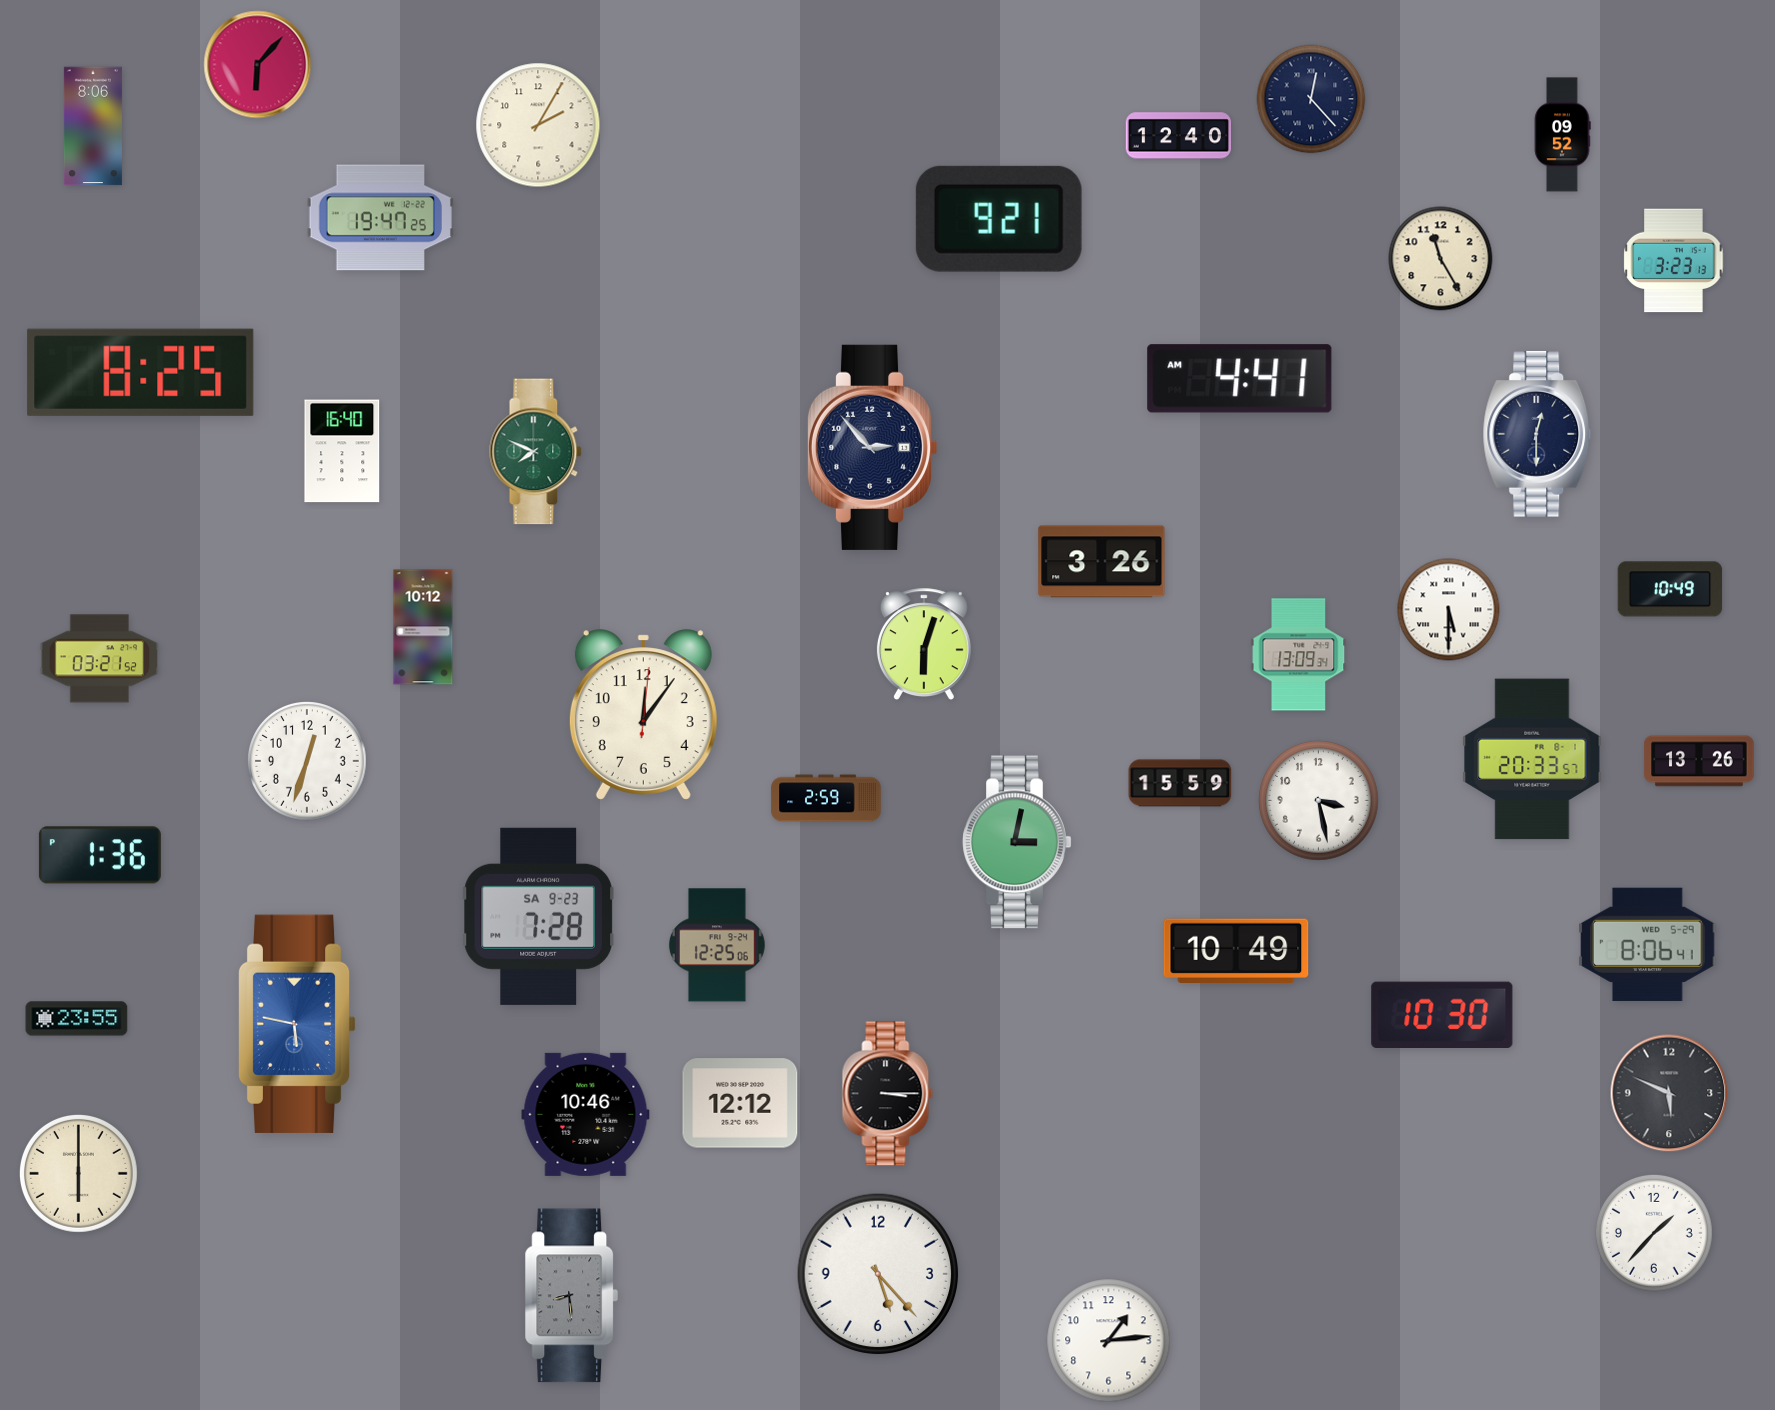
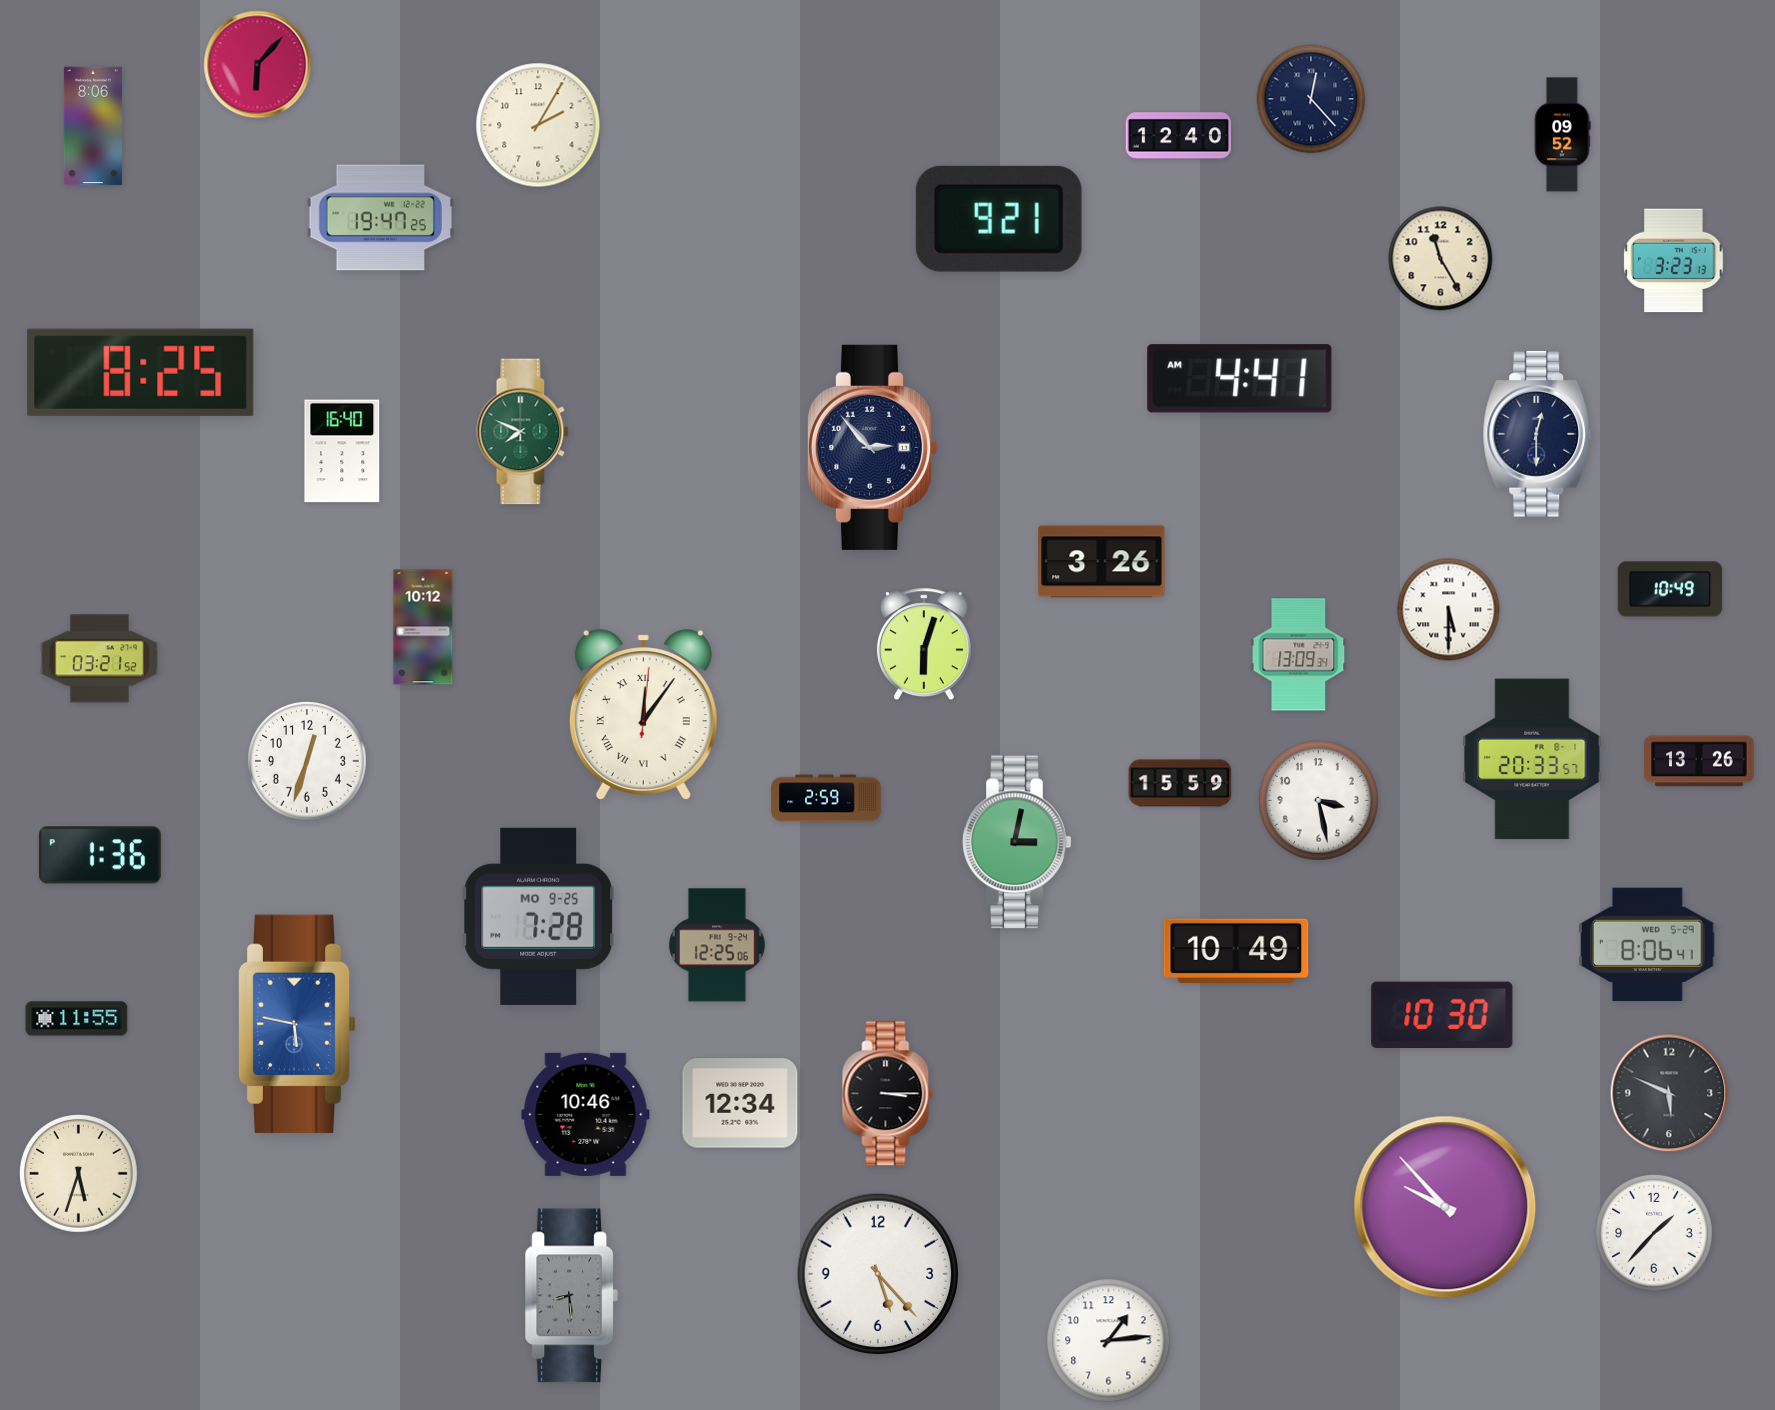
clock at (536, 452) position: (536, 452) -> (523, 432)
clock at (643, 715) numerals: Arabic -> Roman
clock at (538, 916) date: SA 9-23 -> MO 9-25
clock at (77, 1019): 23:55 -> 11:55
clock at (740, 1103): 12:12 -> 12:34
clock at (78, 1173): 6:00 -> 5:33
clock at (1445, 1207): none -> 9:53
